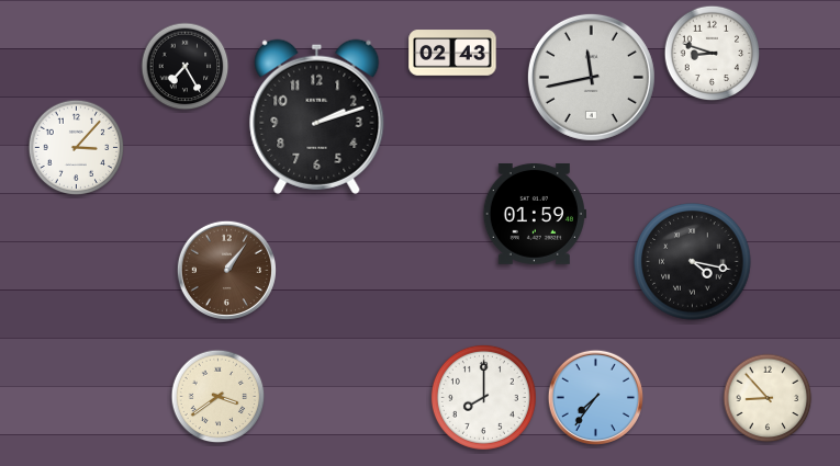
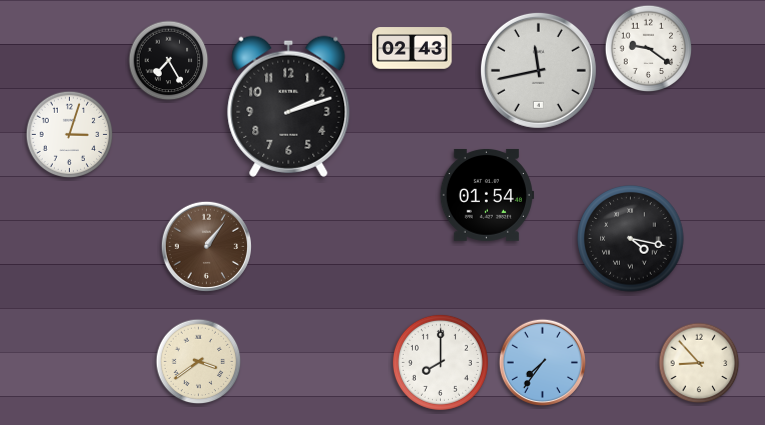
clock at (713, 54): 8:48 -> 9:21
clock at (77, 148): 3:07 -> 3:03
clock at (535, 214): 01:59 -> 01:54
